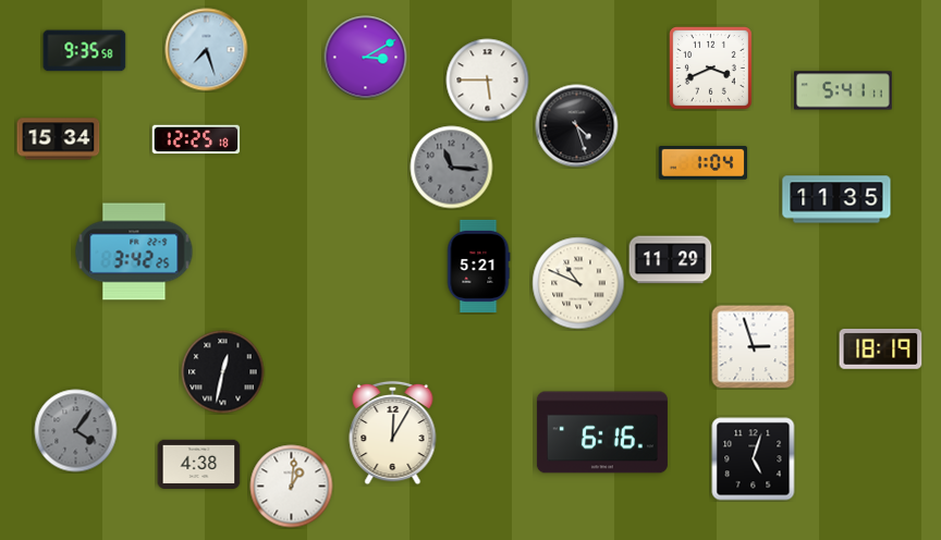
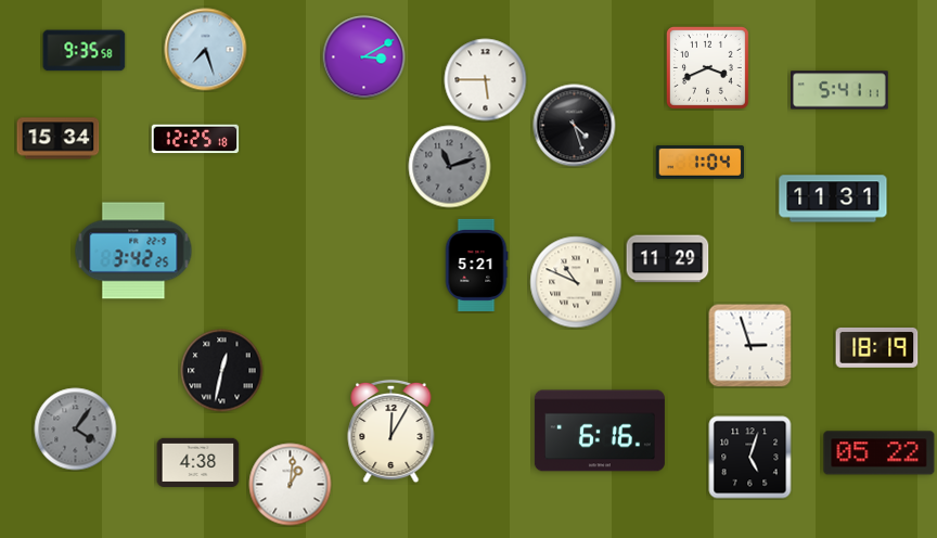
clock at (452, 168): 11:16 -> 11:12
clock at (836, 199): 11:35 -> 11:31
clock at (880, 453): none -> 05:22
